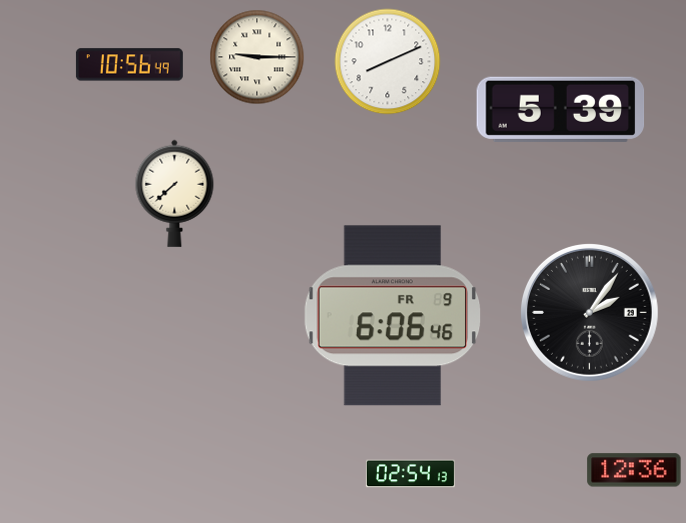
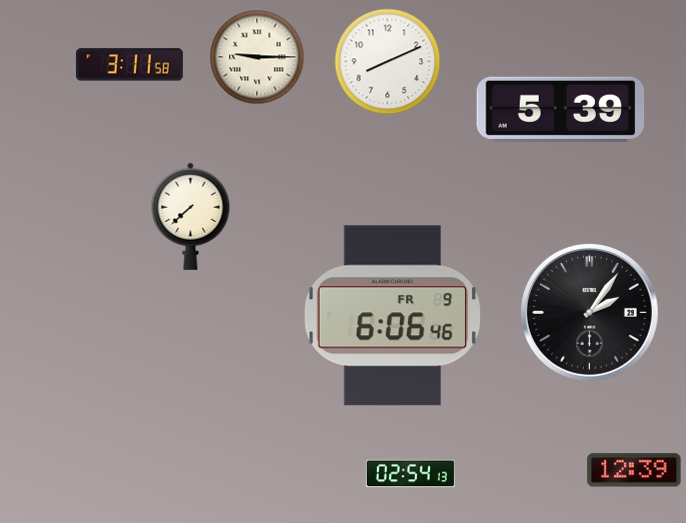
clock at (129, 65): 10:56 -> 3:11
clock at (175, 193) position: (175, 193) -> (191, 216)
clock at (634, 470): 12:36 -> 12:39
